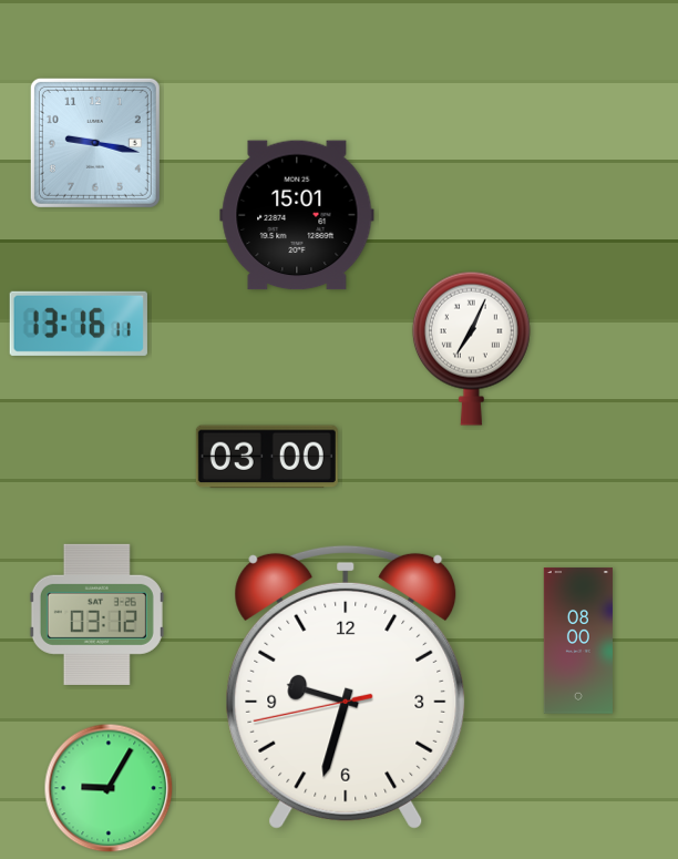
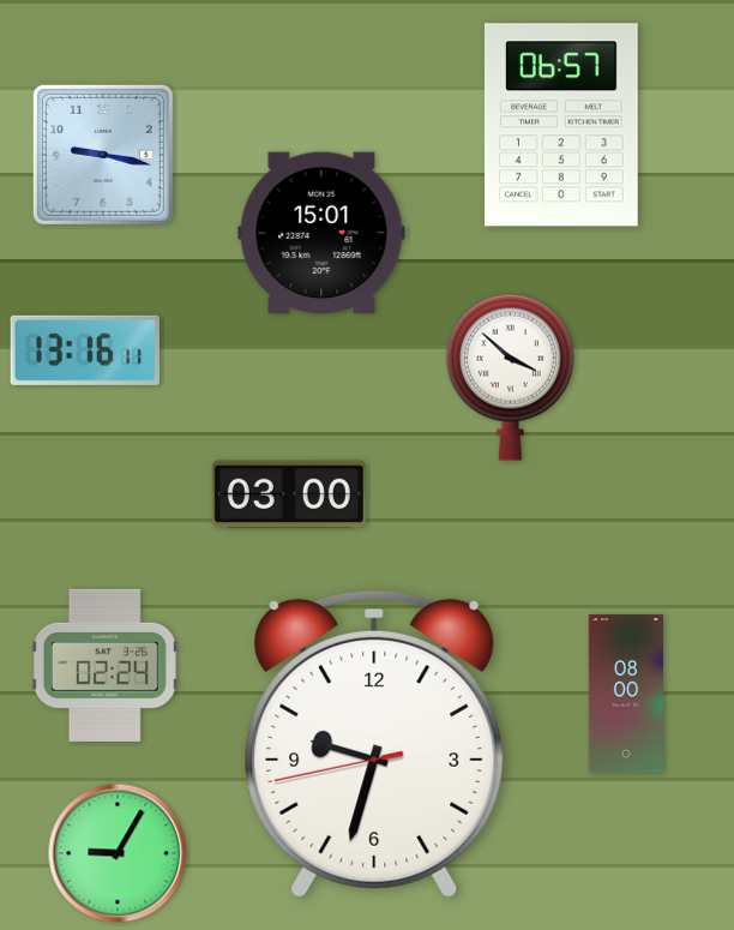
clock at (561, 125): none -> 06:57
clock at (471, 348): 7:04 -> 3:52
clock at (96, 614): 03:12 -> 02:24
